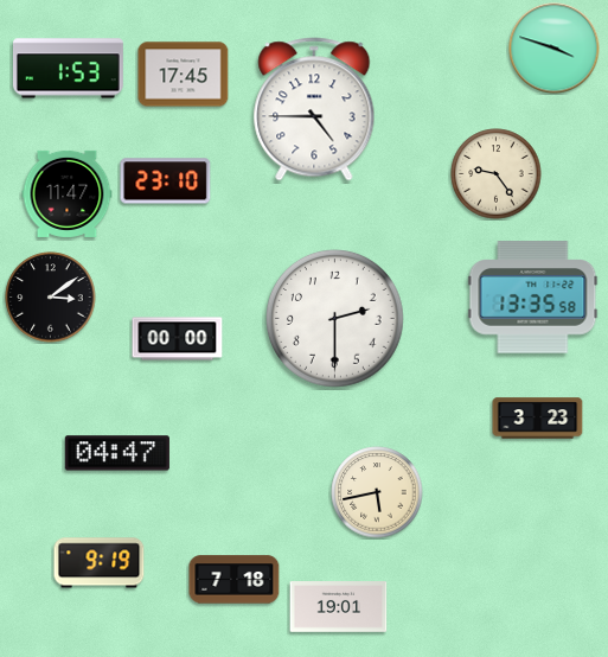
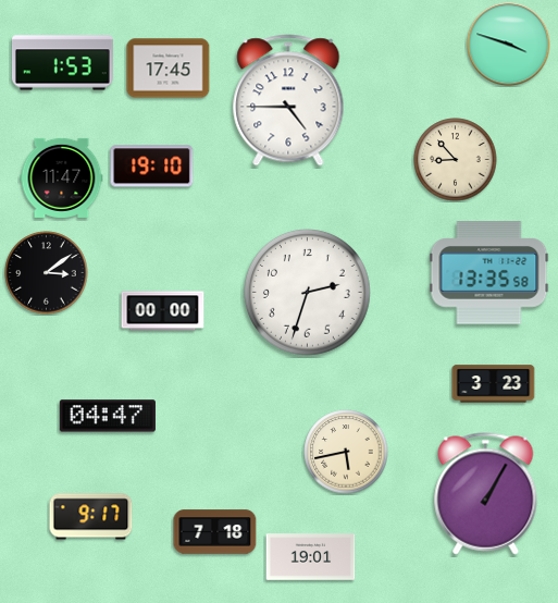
clock at (497, 174): 9:24 -> 8:53
clock at (166, 181): 23:10 -> 19:10
clock at (334, 318): 2:30 -> 2:33
clock at (486, 494): none -> 1:05
clock at (100, 563): 9:19 -> 9:17
